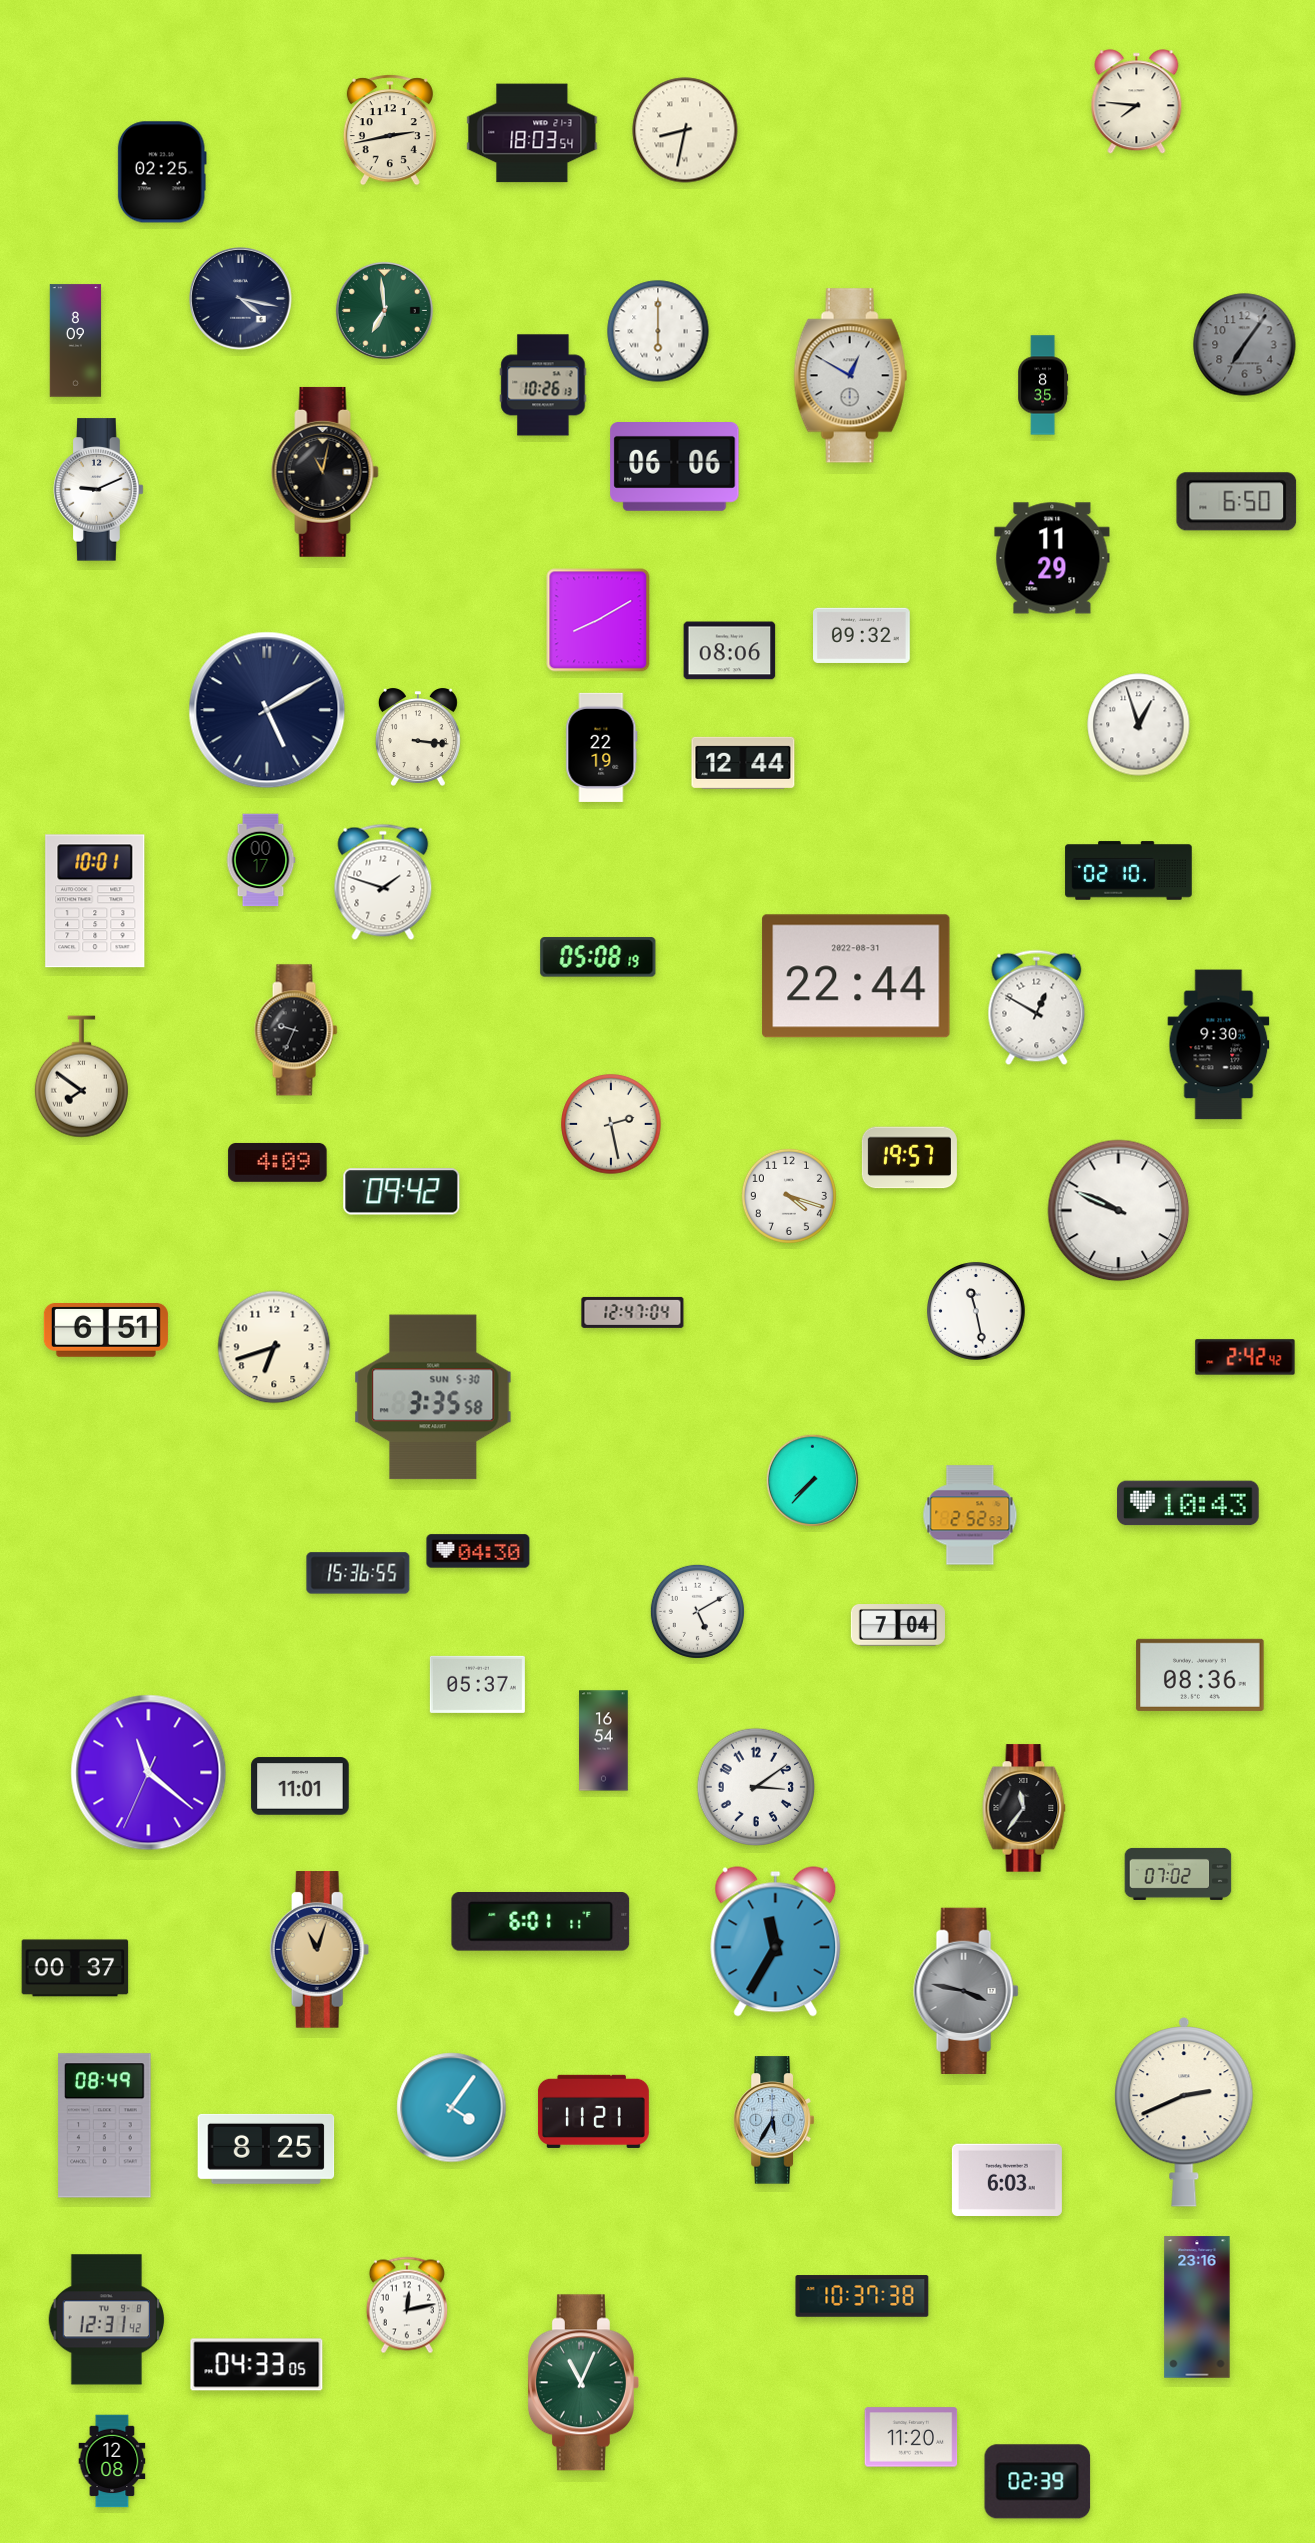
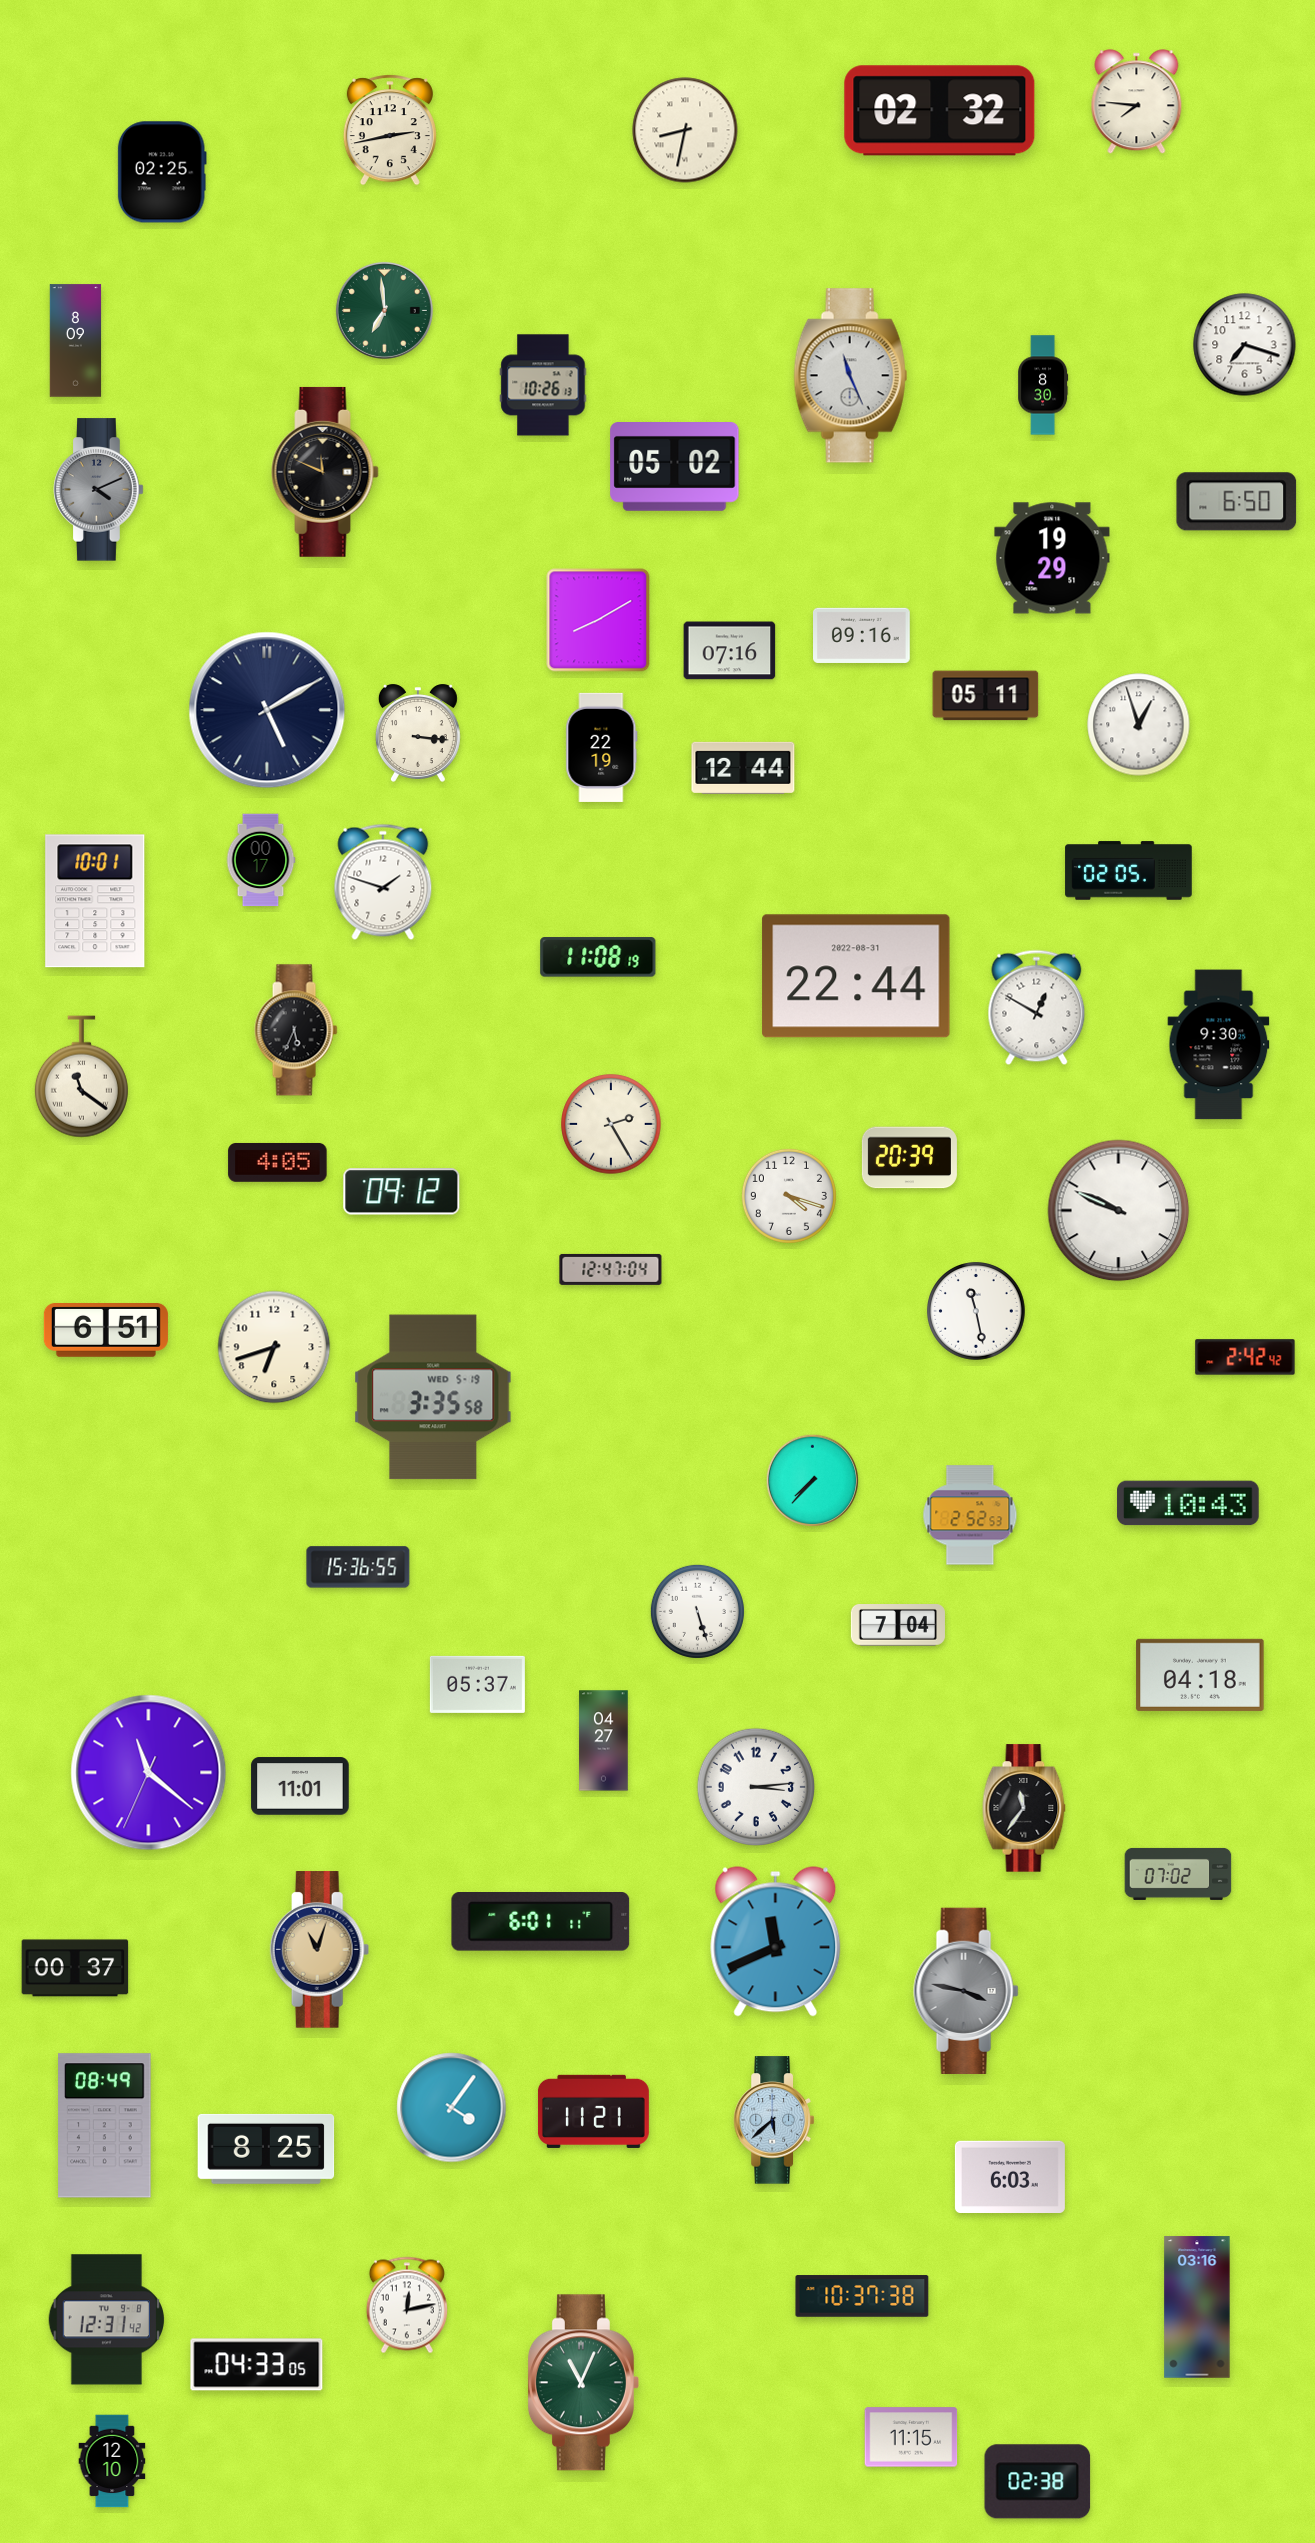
clock at (940, 111): none -> 02:32
clock at (532, 133): 18:03 -> none
clock at (241, 299): 4:17 -> none
clock at (658, 331): 6:00 -> none
clock at (1245, 345): 7:06 -> 7:18
clock at (1245, 345) dial: grey -> white
clock at (851, 376): 12:50 -> 11:26
clock at (1043, 385): 8:35 -> 8:30
clock at (675, 467): 06:06 -> 05:02
clock at (325, 472): 11:02 -> 11:49
clock at (99, 490): 9:11 -> 4:11
clock at (99, 490) dial: white -> grey
clock at (1052, 558): 11:29 -> 19:29
clock at (862, 635): 09:32 -> 09:16
clock at (730, 651): 08:06 -> 07:16
clock at (986, 696): none -> 05:11
clock at (418, 737) position: (418, 737) -> (418, 733)
clock at (743, 763) position: (743, 763) -> (743, 768)
clock at (1129, 871): 02:10 -> 02:05
clock at (598, 957): 05:08 -> 11:08
clock at (296, 1030): 9:34 -> 5:34
clock at (81, 1077): 7:51 -> 11:21
clock at (611, 1124): 2:28 -> 2:25
clock at (909, 1158): 19:57 -> 20:39
clock at (278, 1162): 4:09 -> 4:05
clock at (402, 1192): 09:42 -> 09:12
clock at (633, 1312) position: (633, 1312) -> (611, 1269)
clock at (433, 1397) date: SUN 5-30 -> WED 5-19
clock at (478, 1551): 04:30 -> none
clock at (358, 1573) position: (358, 1573) -> (358, 1567)
clock at (697, 1611): 5:10 -> 5:27
clock at (1200, 1675): 08:36 -> 04:18
clock at (604, 1741): 16:54 -> 04:27
clock at (756, 1787): 3:09 -> 3:14
clock at (776, 1942): 11:35 -> 11:41
clock at (1184, 2113): 2:41 -> none
clock at (773, 2120): 5:35 -> 5:38
clock at (1007, 2179) position: (1007, 2179) -> (1010, 2176)
clock at (1197, 2307): 23:16 -> 03:16
clock at (911, 2437): 11:20 -> 11:15
clock at (112, 2461): 12:08 -> 12:10
clock at (1038, 2482): 02:39 -> 02:38
